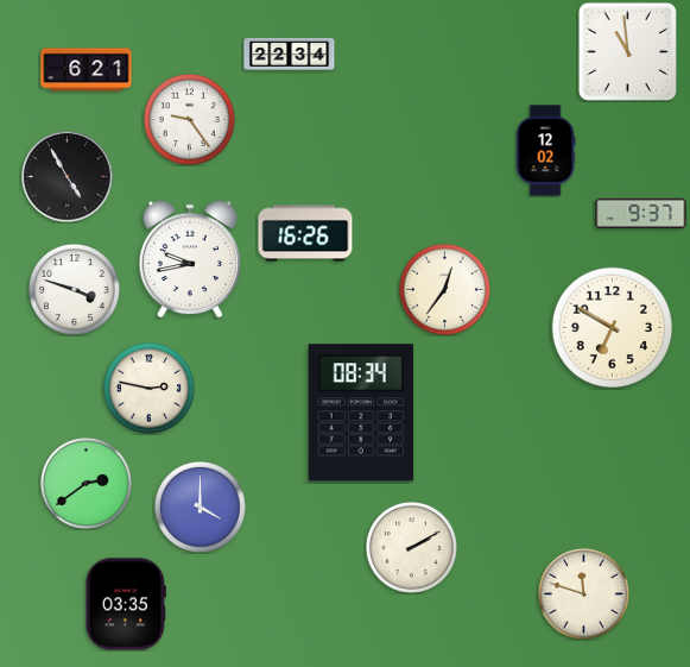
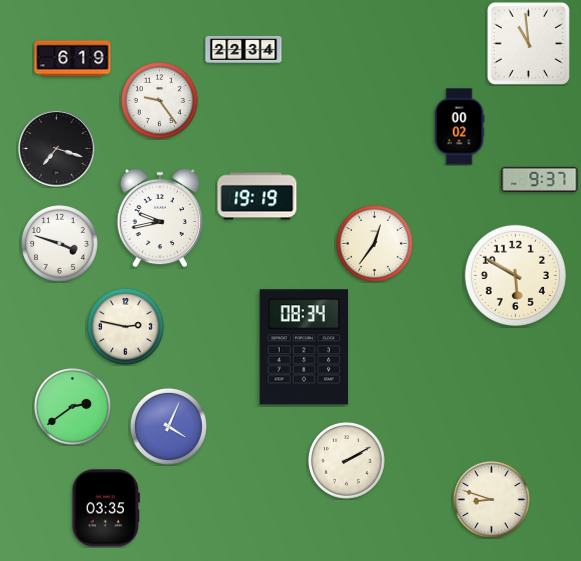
clock at (290, 54) position: (290, 54) -> (244, 49)
clock at (87, 70): 6:21 -> 6:19
clock at (545, 151): 12:02 -> 00:02
clock at (68, 177): 4:55 -> 7:18
clock at (305, 233): 16:26 -> 19:19
clock at (74, 289) position: (74, 289) -> (59, 243)
clock at (612, 327): 6:50 -> 5:50
clock at (200, 506): 4:00 -> 4:04
clock at (583, 593): 11:48 -> 8:48
